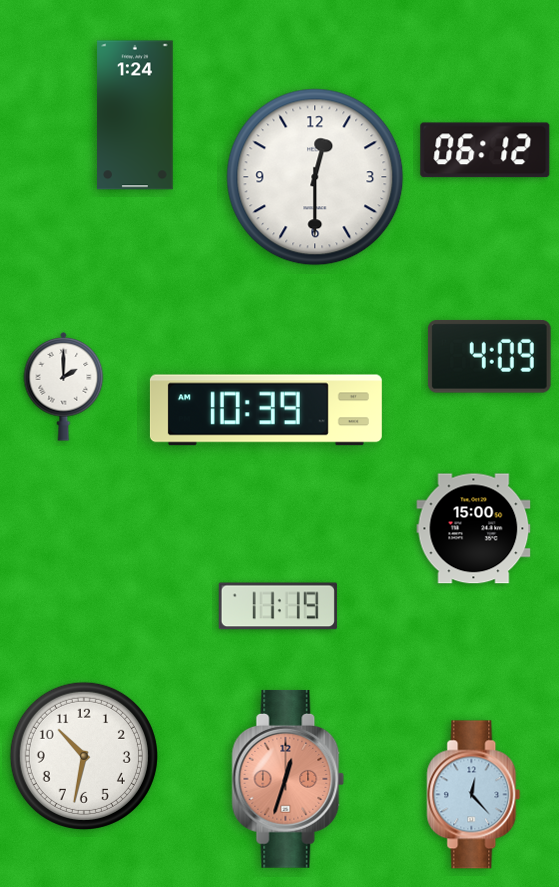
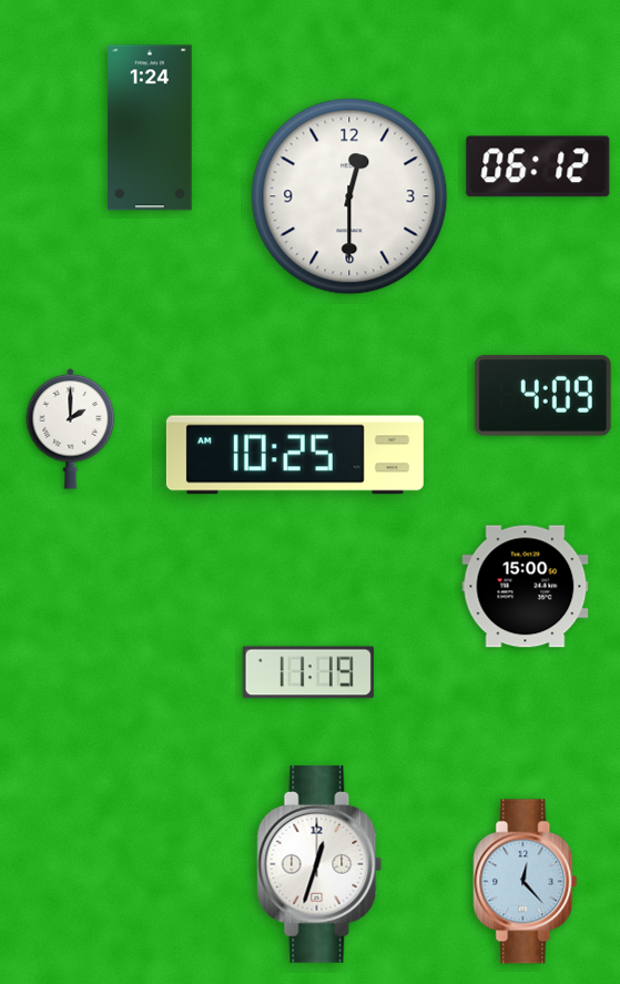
clock at (266, 410): 10:39 -> 10:25
clock at (84, 756): 10:32 -> none
clock at (288, 779) dial: salmon -> white
